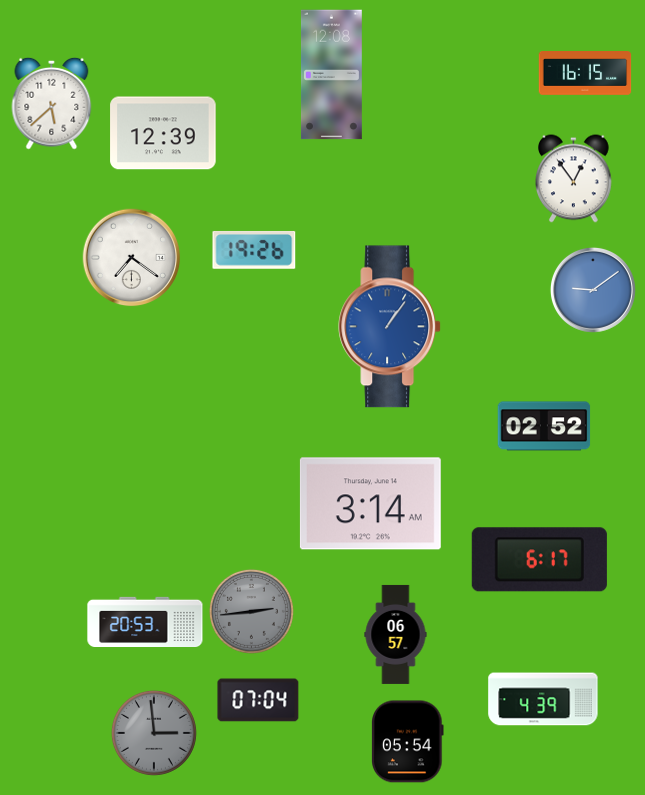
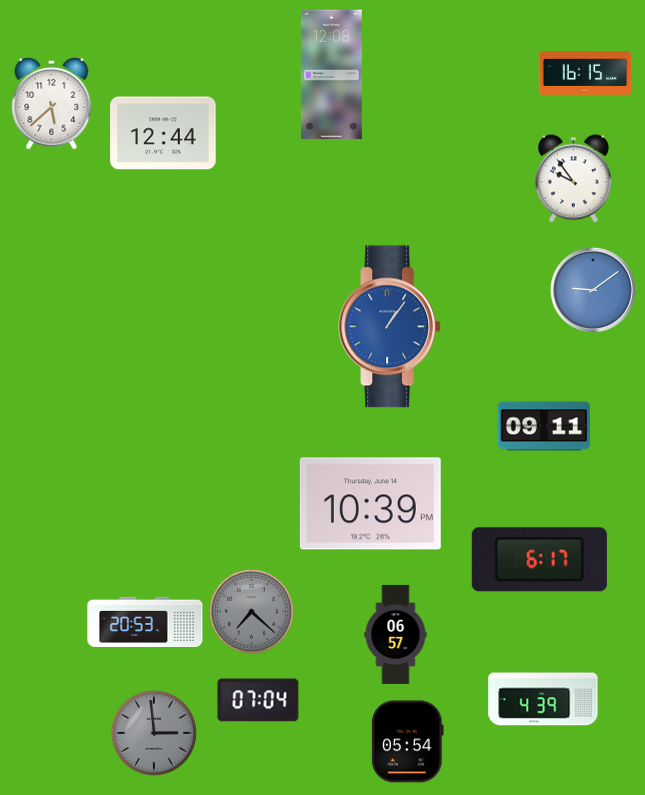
clock at (163, 133): 12:39 -> 12:44
clock at (574, 179): 12:54 -> 9:54
clock at (254, 250): 19:26 -> none
clock at (132, 258): 7:21 -> none
clock at (544, 426): 02:52 -> 09:11
clock at (370, 504): 3:14 -> 10:39
clock at (251, 611): 2:44 -> 7:22
